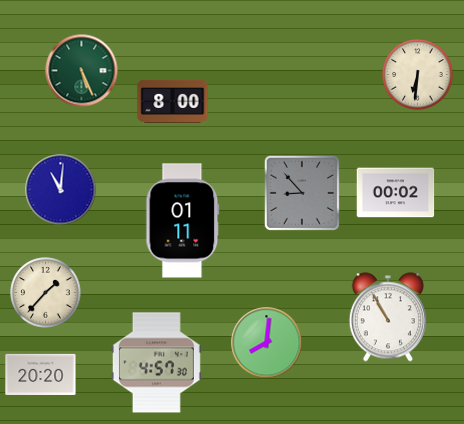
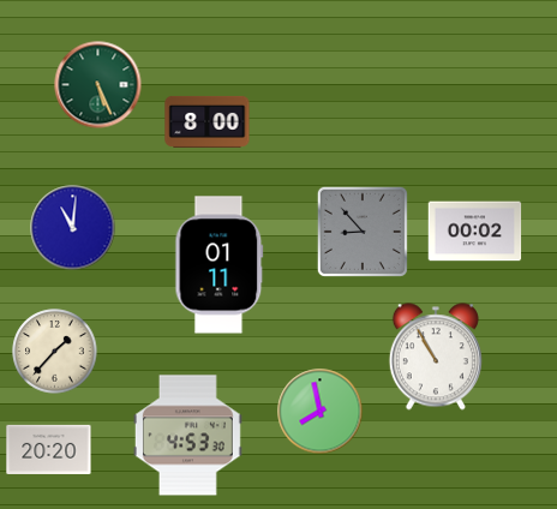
clock at (418, 75): 6:31 -> none
clock at (388, 317) position: (388, 317) -> (436, 357)
clock at (267, 343): 8:01 -> 7:58
clock at (156, 363): 4:57 -> 4:53
